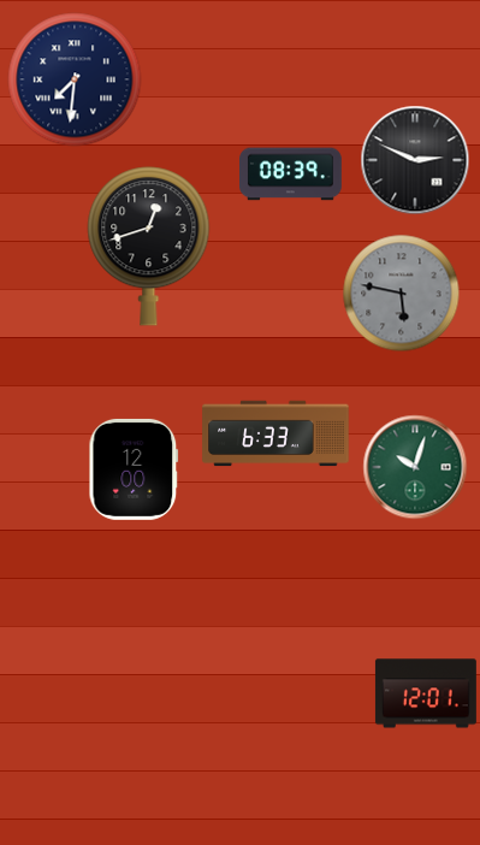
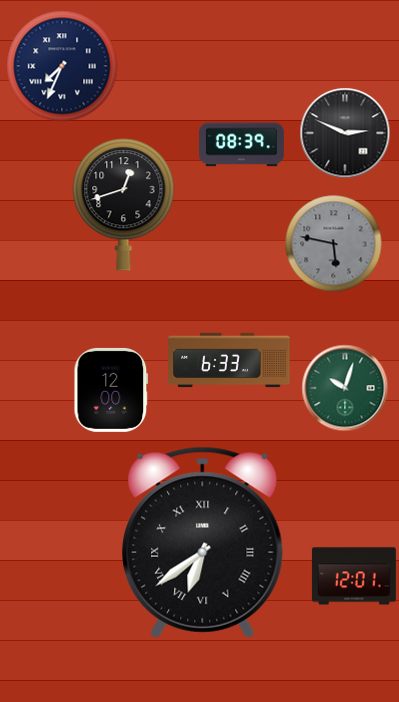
clock at (75, 79): 7:31 -> 7:34
clock at (203, 542): none -> 6:39
